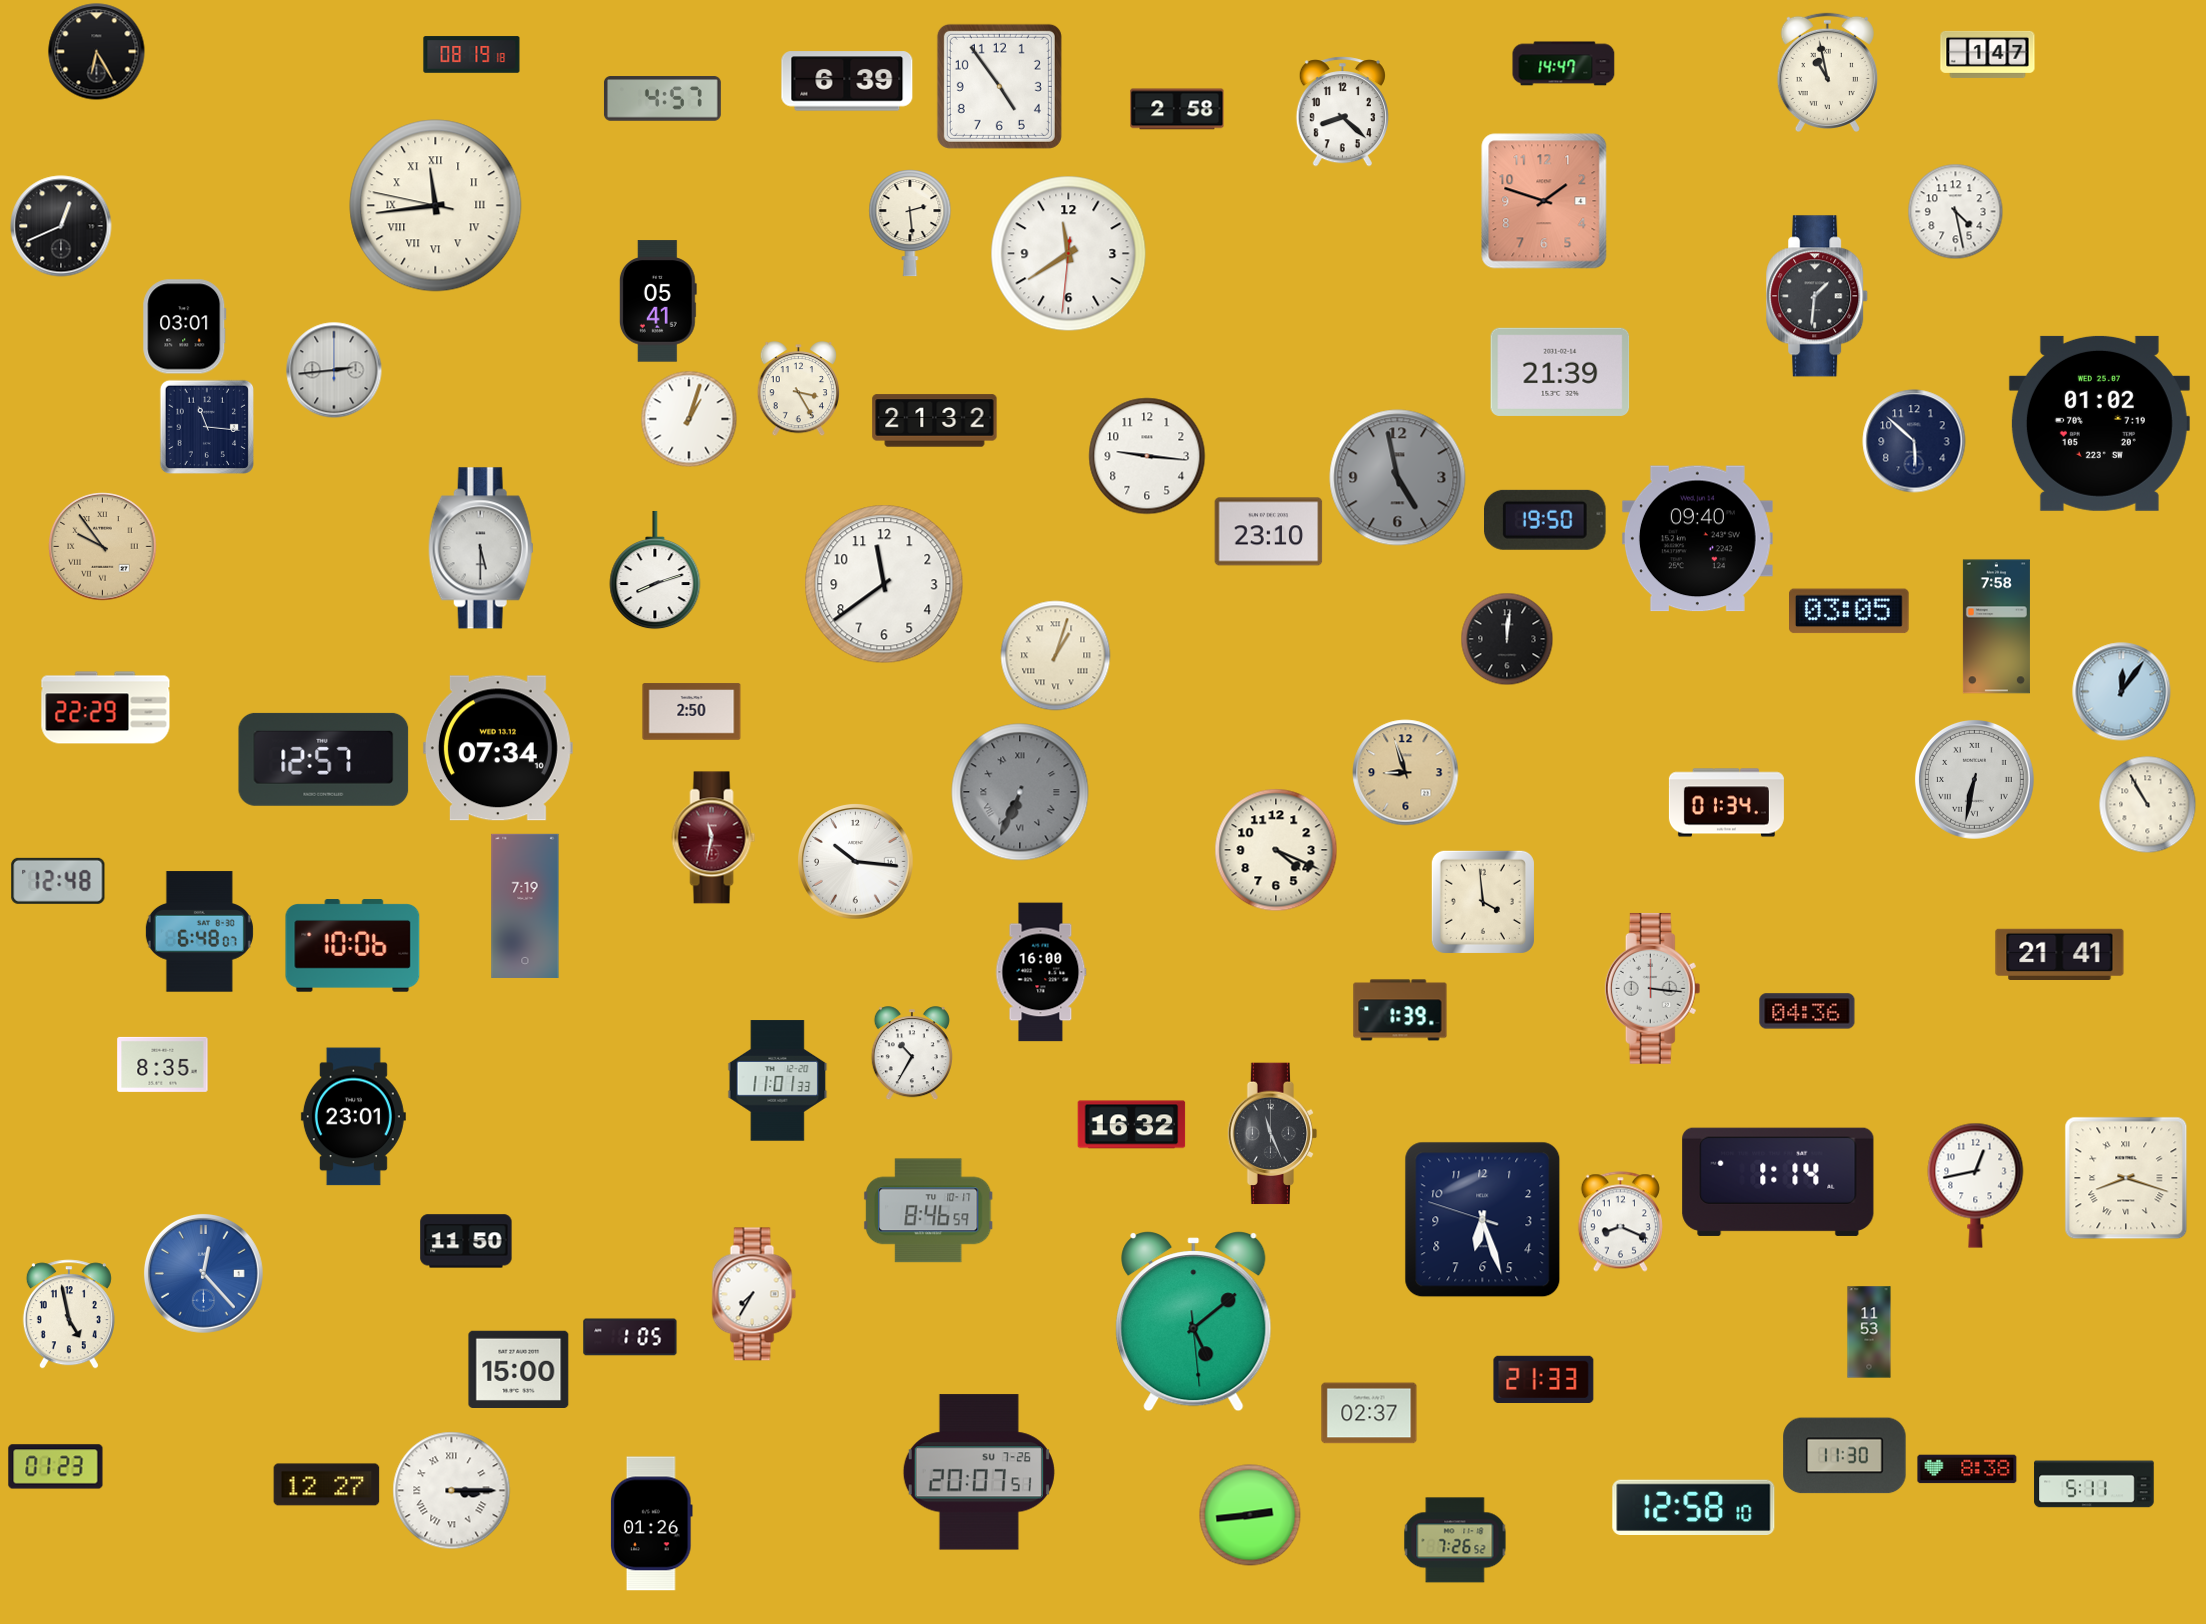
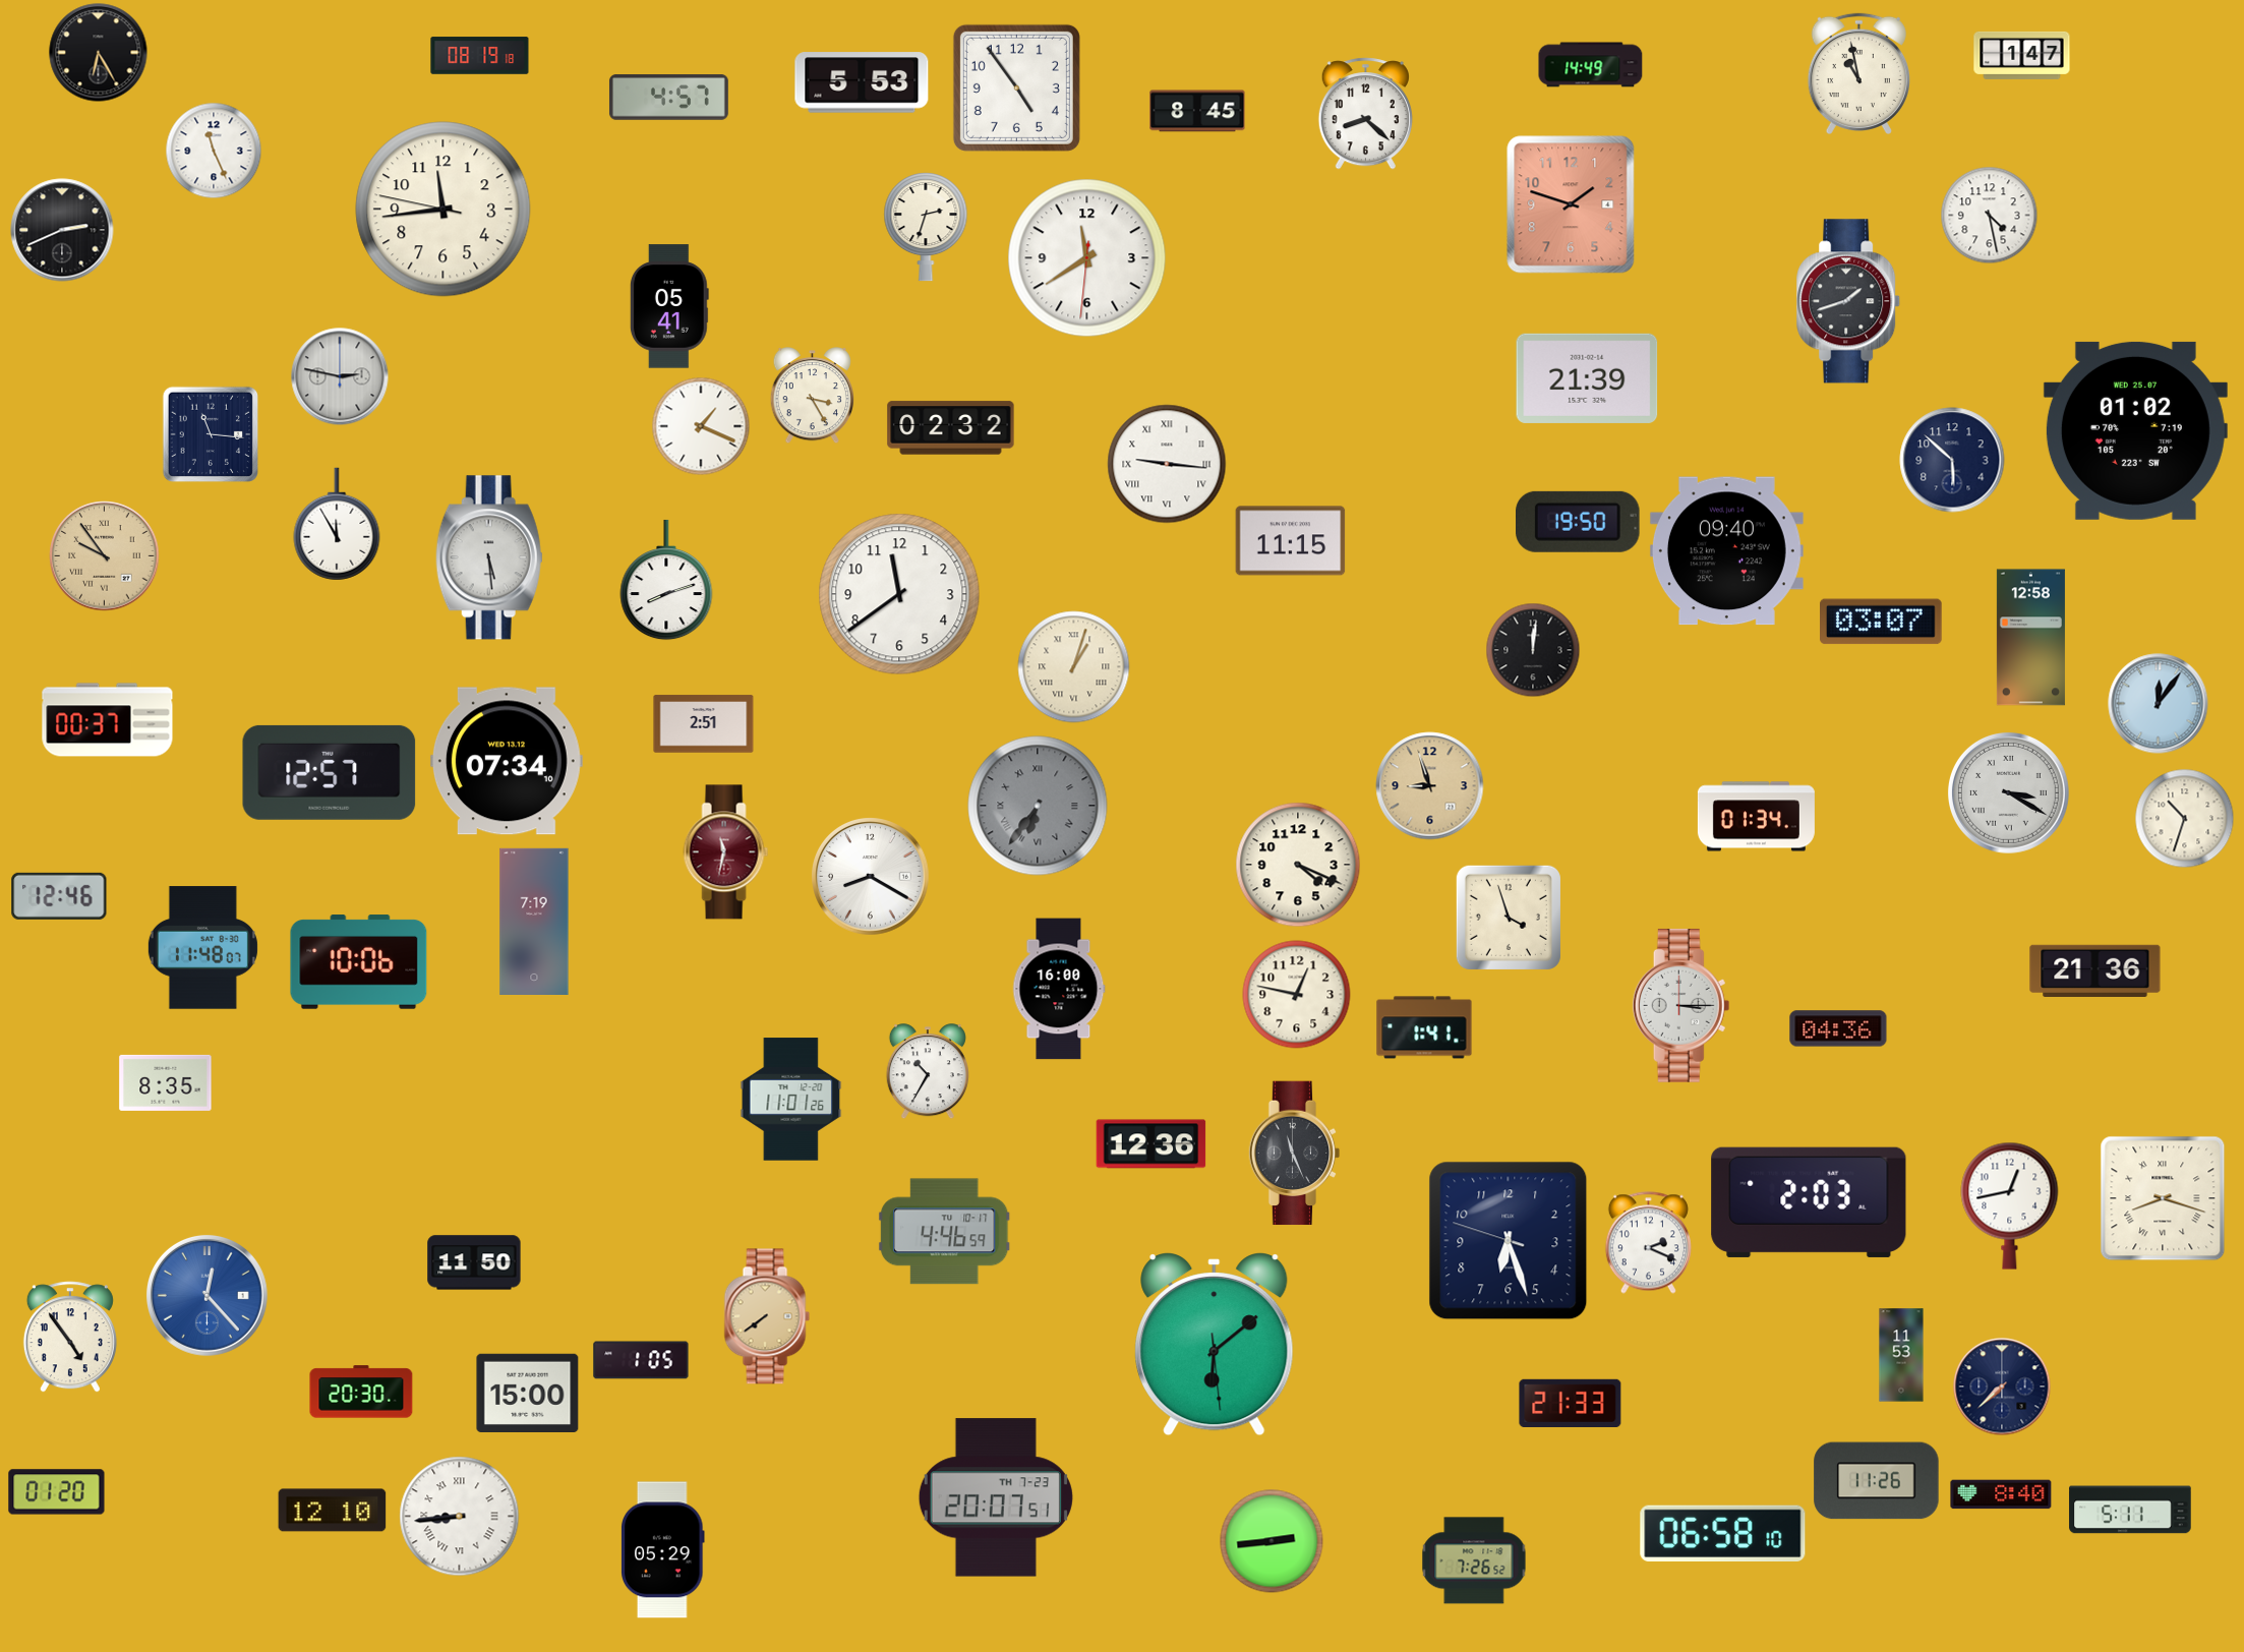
clock at (1564, 64): 14:47 -> 14:49
clock at (847, 81): 6:39 -> 5:53
clock at (662, 99) position: (662, 99) -> (668, 98)
clock at (1177, 109): 2:58 -> 8:45
clock at (214, 151): none -> 11:26
clock at (436, 206) numerals: Roman -> Arabic
clock at (910, 223): 2:29 -> 2:33
clock at (61, 226): 12:41 -> 2:41
clock at (1818, 296): 1:31 -> 1:42
clock at (185, 327): 03:01 -> none
clock at (334, 370): 2:44 -> 2:47
clock at (689, 419): 1:03 -> 1:19
clock at (935, 421): 21:32 -> 02:32
clock at (1914, 441) position: (1914, 441) -> (1952, 460)
clock at (1147, 456) numerals: Arabic -> Roman
clock at (1398, 478): 4:58 -> none
clock at (337, 524): none -> 11:55
clock at (1546, 520) position: (1546, 520) -> (1579, 522)
clock at (1269, 532): 23:10 -> 11:15
clock at (1697, 539) position: (1697, 539) -> (1726, 551)
clock at (481, 548): 5:30 -> 5:29
clock at (1850, 611): 03:05 -> 03:07
clock at (1996, 627): 7:58 -> 12:58
clock at (106, 708): 22:29 -> 00:37
clock at (692, 712): 2:50 -> 2:51
clock at (1974, 779): 6:32 -> 3:20
clock at (1020, 792): 6:34 -> 6:36
clock at (2148, 805): 10:55 -> 10:33
clock at (856, 862): 10:16 -> 8:20
clock at (58, 881): 12:48 -> 12:46
clock at (1483, 902): 3:59 -> 3:57
clock at (199, 932): 6:48 -> 11:48
clock at (2060, 954): 21:41 -> 21:36
clock at (1297, 995): none -> 12:47
clock at (1653, 988): 3:16 -> 3:15
clock at (1400, 1010): 1:39 -> 1:41
clock at (778, 1081): 11:01:33 -> 11:01:26
clock at (353, 1117): 23:01 -> none
clock at (1132, 1125): 16:32 -> 12:36
clock at (1778, 1182): 1:14 -> 2:03
clock at (928, 1211): 8:46 -> 4:46
clock at (1620, 1222): 8:19 -> 2:19
clock at (754, 1294): 7:35 -> 7:39
clock at (754, 1294) dial: white -> champagne
clock at (69, 1314): 4:58 -> 4:54
clock at (1194, 1322): 5:08 -> 6:08
clock at (2002, 1386): none -> 7:38
clock at (361, 1392): none -> 20:30
clock at (1369, 1413): 02:37 -> none
clock at (1845, 1456): 11:30 -> 11:26
clock at (56, 1467): 01:23 -> 01:20
clock at (1967, 1469): 8:38 -> 8:40
clock at (979, 1472) date: SU 7-26 -> TH 7-23
clock at (327, 1485): 12:27 -> 12:10
clock at (452, 1491): 3:15 -> 8:44
clock at (1694, 1507): 12:58 -> 06:58
clock at (652, 1524): 01:26 -> 05:29
clock at (1455, 1540) position: (1455, 1540) -> (1474, 1560)
